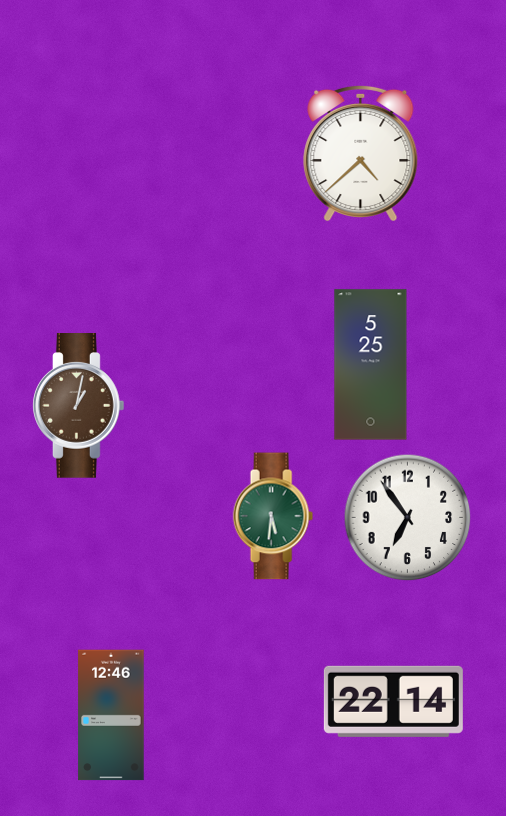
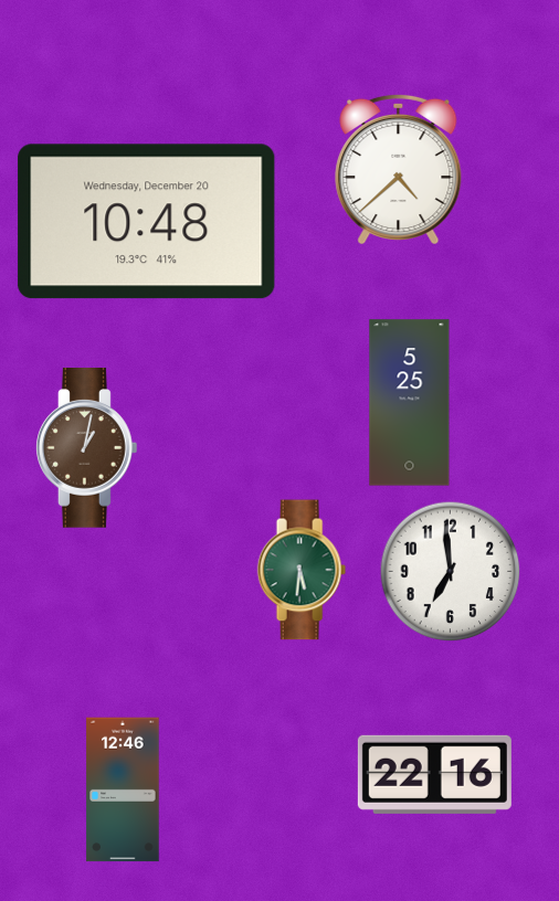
clock at (147, 222): none -> 10:48
clock at (408, 518): 6:54 -> 6:59
clock at (393, 701): 22:14 -> 22:16
